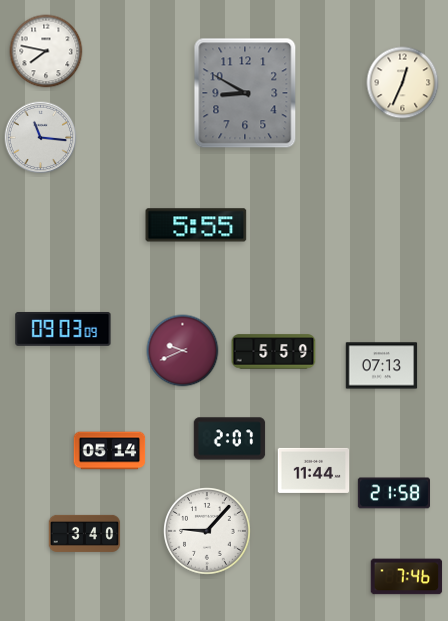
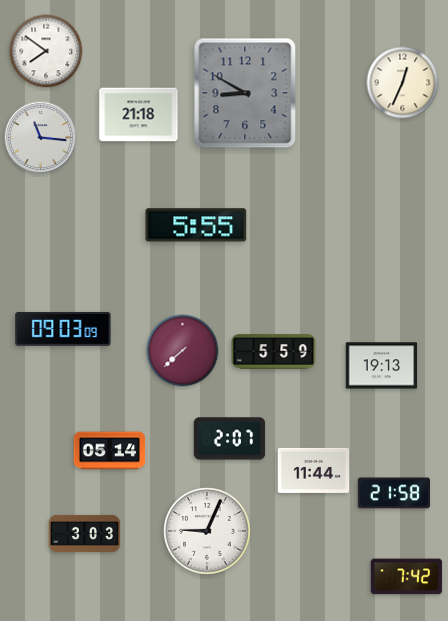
clock at (46, 51): 7:47 -> 7:51
clock at (139, 115): none -> 21:18
clock at (183, 351): 9:41 -> 7:38
clock at (382, 366): 07:13 -> 19:13
clock at (208, 532): 9:07 -> 9:04
clock at (85, 533): 3:40 -> 3:03
clock at (407, 577): 7:46 -> 7:42
